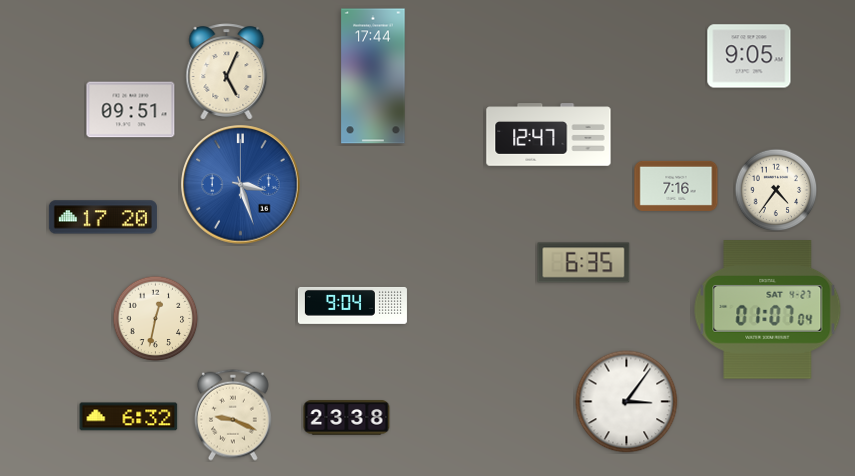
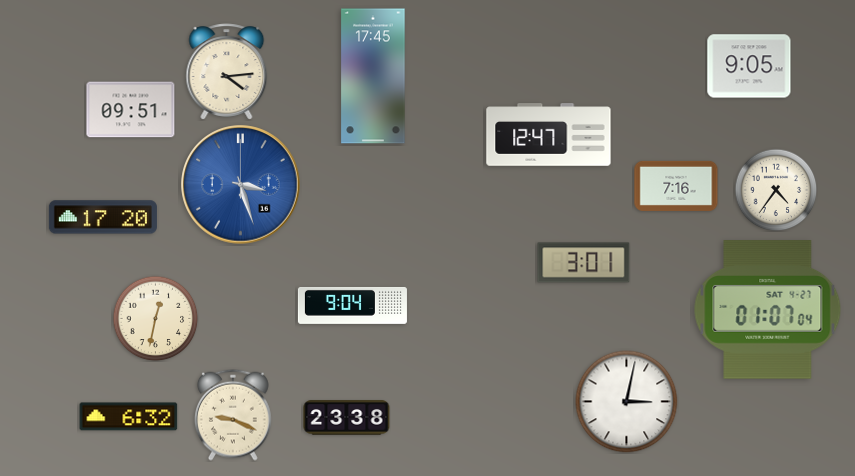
clock at (749, 56) position: (749, 56) -> (749, 66)
clock at (227, 72): 5:04 -> 4:14
clock at (373, 76): 17:44 -> 17:45
clock at (584, 263): 6:35 -> 3:01
clock at (627, 402): 3:06 -> 3:02
